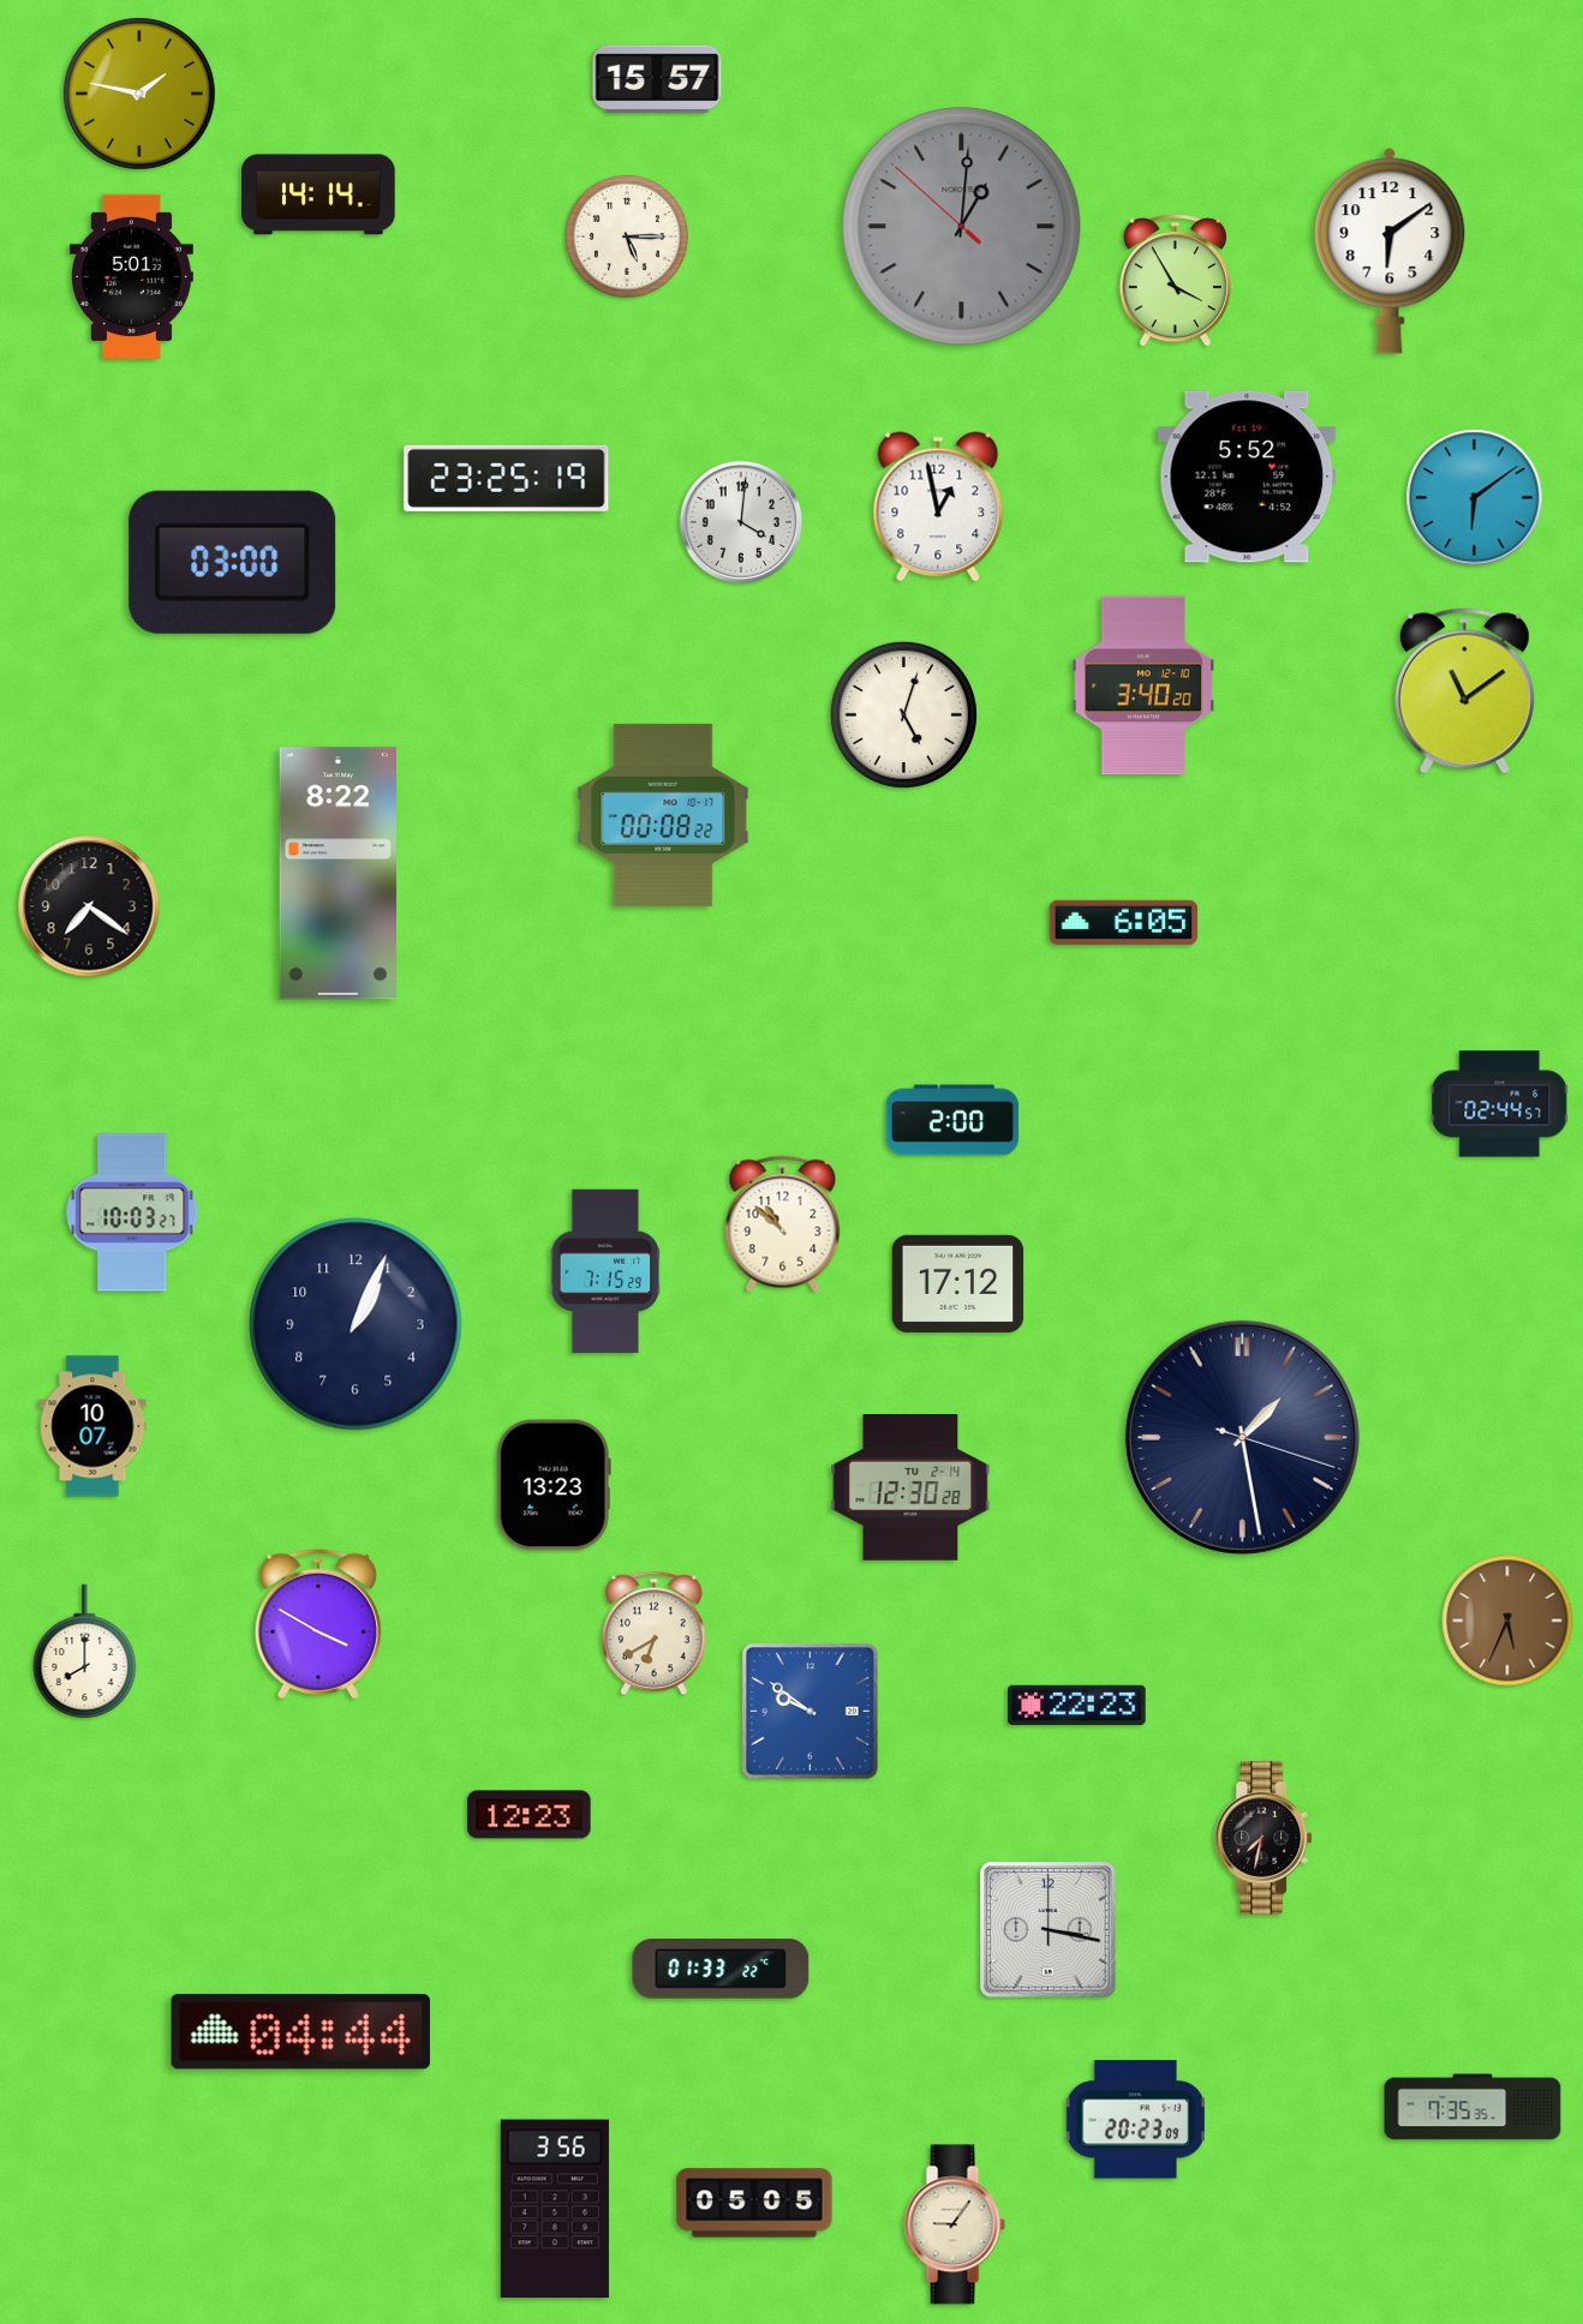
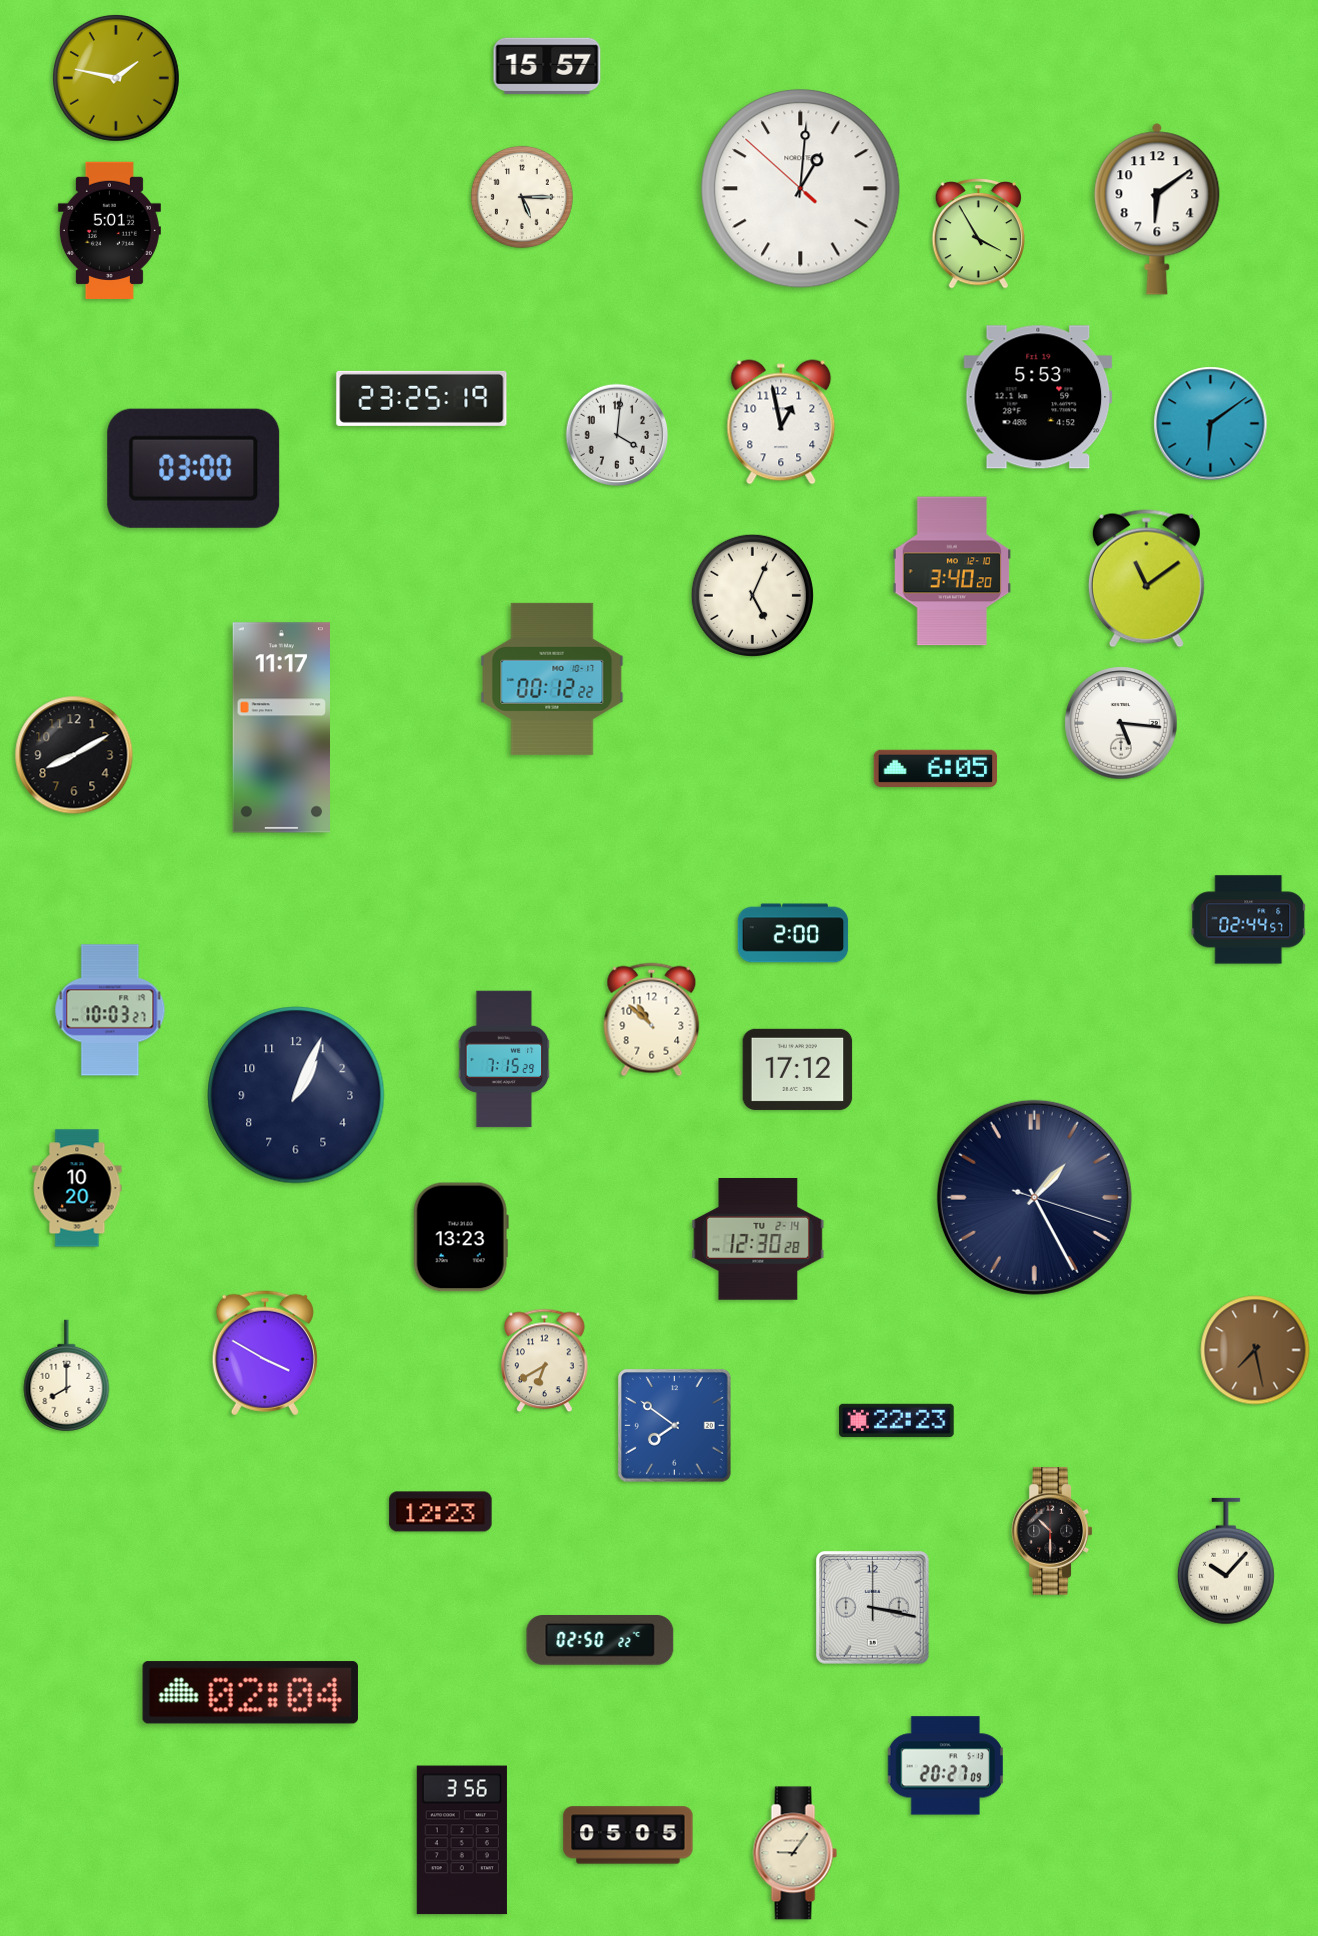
clock at (318, 194): 14:14 -> none
clock at (962, 227) dial: grey -> white
clock at (1247, 477): 5:52 -> 5:53
clock at (1475, 498) position: (1475, 498) -> (1211, 424)
clock at (1464, 691) position: (1464, 691) -> (1146, 579)
clock at (903, 714): 5:03 -> 5:04
clock at (663, 815): 00:08 -> 00:12
clock at (1121, 723): none -> 5:16
clock at (337, 874): 8:22 -> 11:17
clock at (89, 906): 7:21 -> 8:10
clock at (356, 1324) position: (356, 1324) -> (296, 1095)
clock at (92, 1426): 10:07 -> 10:20
clock at (1242, 1437): 1:28 -> 1:25
clock at (1507, 1621): 5:34 -> 7:28
clock at (85, 1652) position: (85, 1652) -> (67, 1376)
clock at (811, 1712): 9:51 -> 7:51
clock at (1264, 1838): 7:32 -> 10:30
clock at (1226, 1561): none -> 10:07
clock at (721, 1969): 01:33 -> 02:50
clock at (300, 2032): 04:44 -> 02:04
clock at (1473, 2107): 7:35 -> none
clock at (1136, 2120): 20:23 -> 20:27
